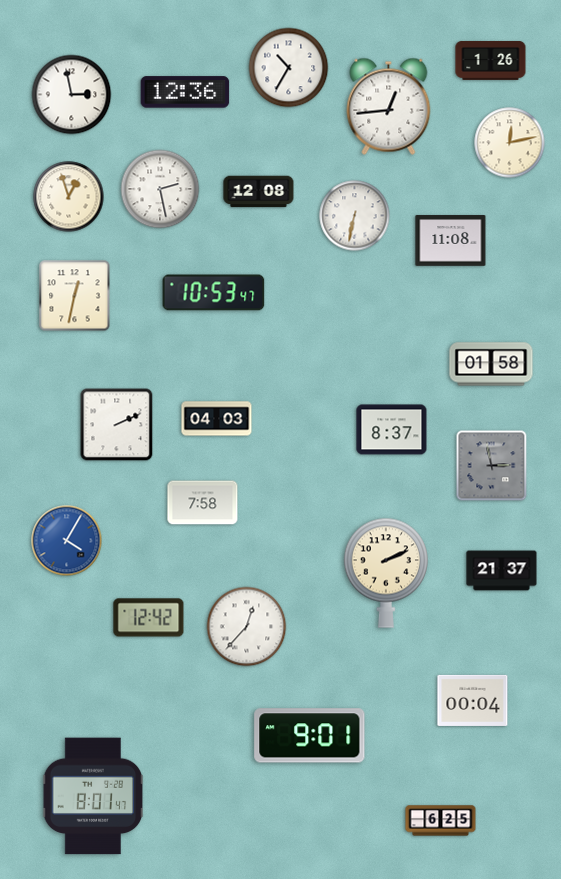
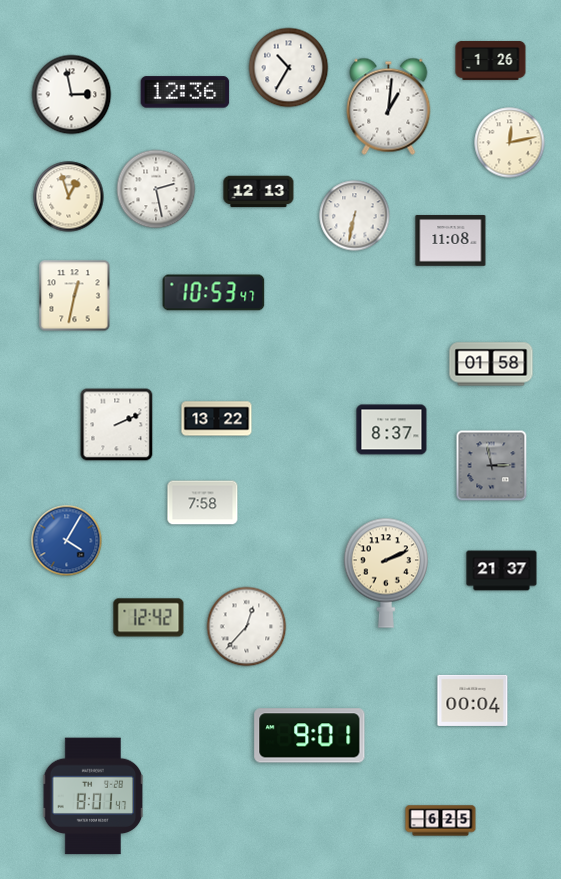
clock at (389, 106): 12:44 -> 1:01
clock at (160, 189) position: (160, 189) -> (156, 189)
clock at (259, 192): 12:08 -> 12:13
clock at (217, 419): 04:03 -> 13:22
